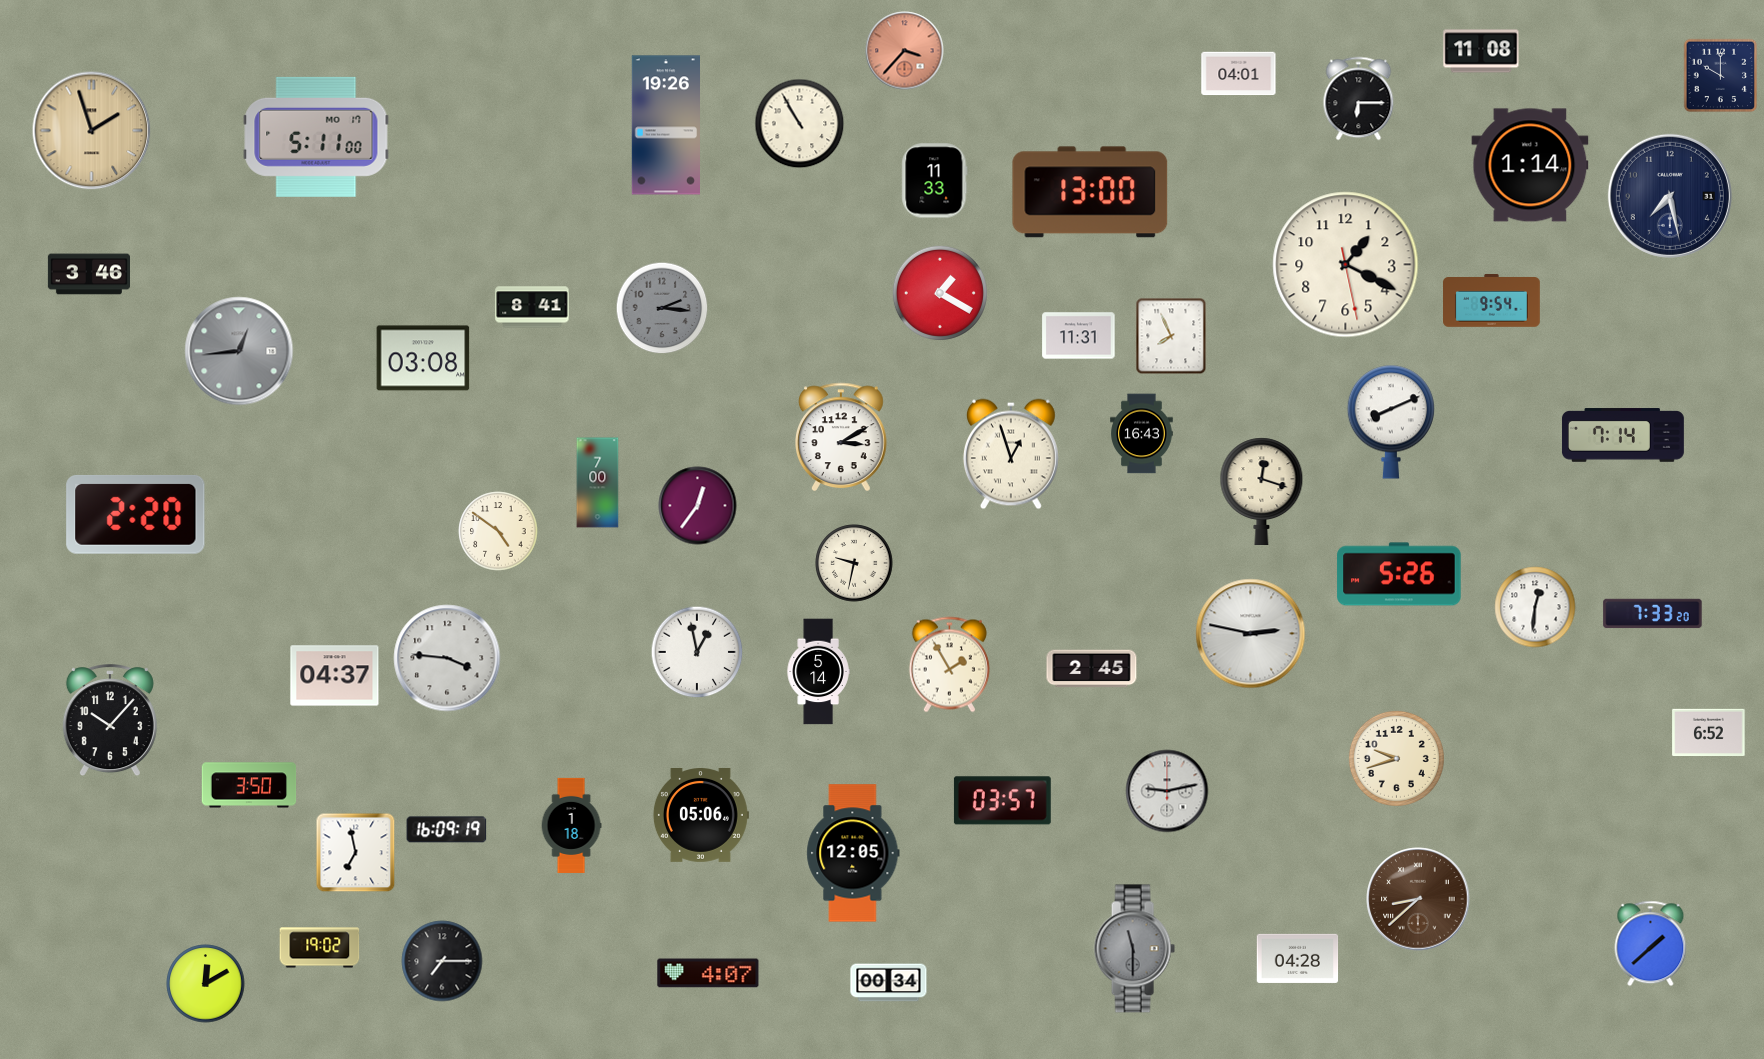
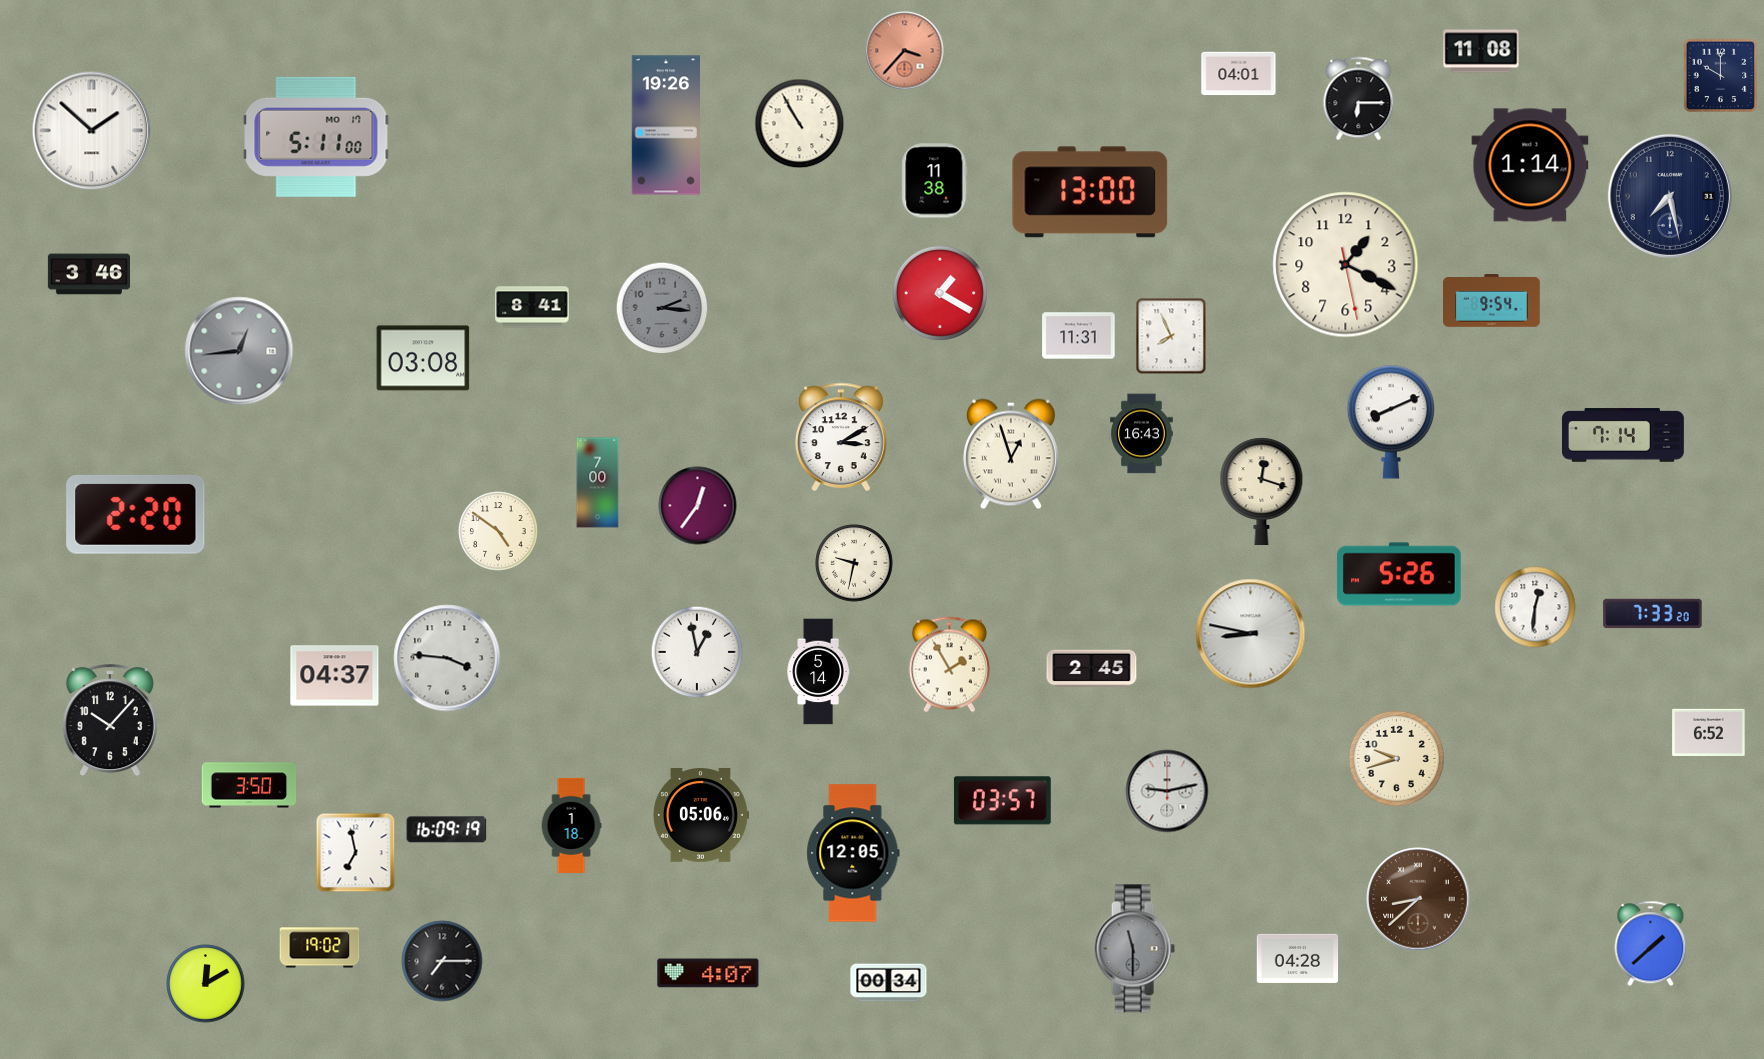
clock at (92, 131): 1:57 -> 1:52
clock at (92, 131) dial: champagne -> white
clock at (935, 181): 11:33 -> 11:38
clock at (1251, 634): 2:47 -> 8:47
